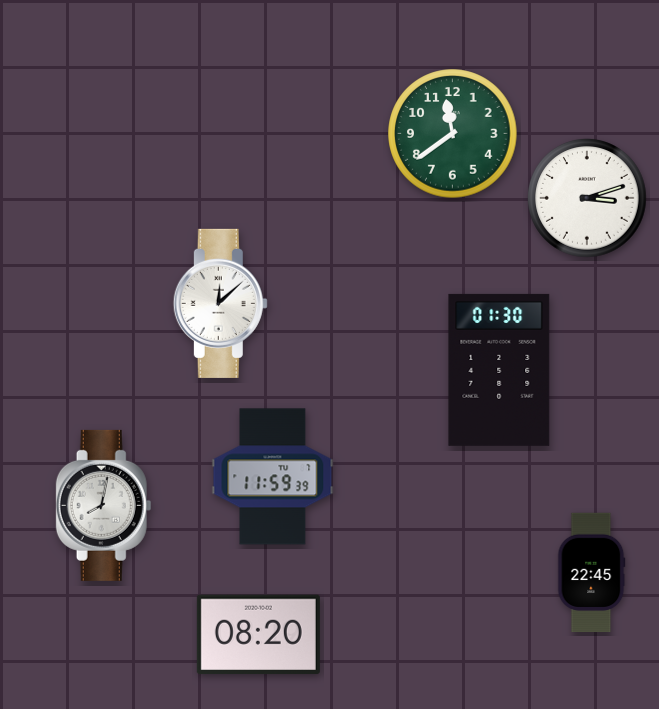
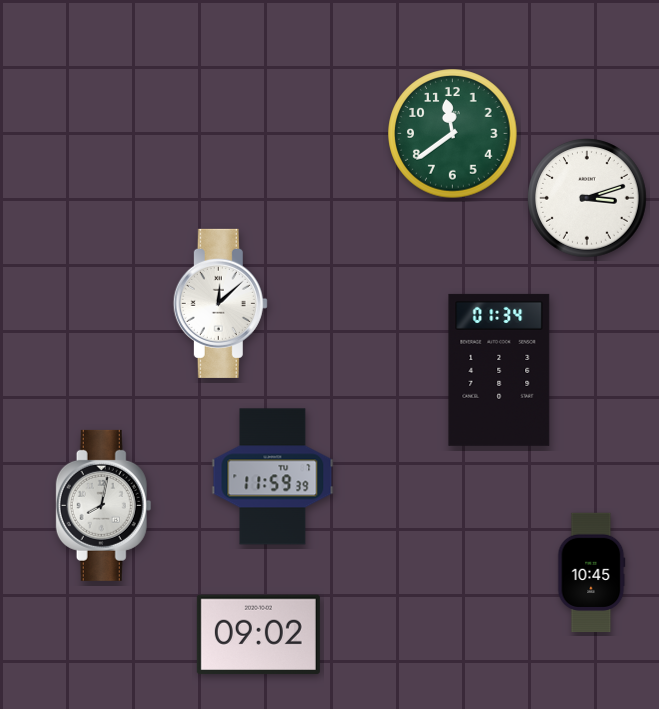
clock at (499, 370): 01:30 -> 01:34
clock at (592, 573): 22:45 -> 10:45
clock at (258, 635): 08:20 -> 09:02
